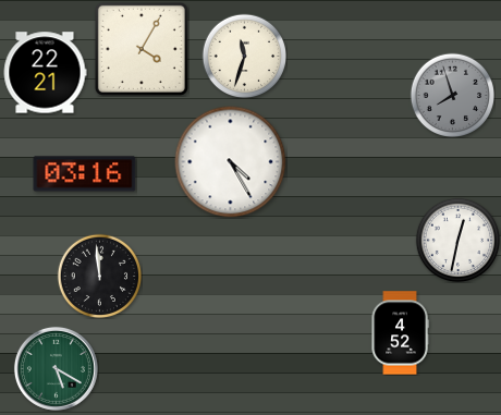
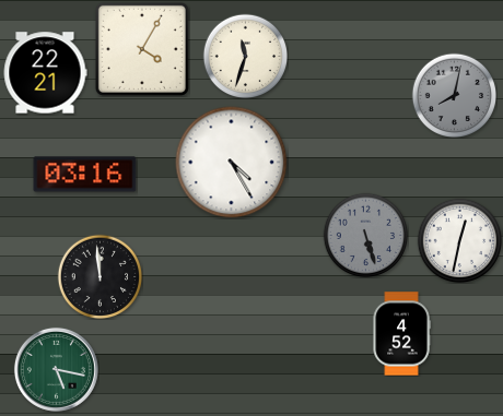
clock at (452, 95): 7:57 -> 8:02
clock at (365, 235): none -> 5:27
clock at (56, 368): 5:20 -> 5:17
